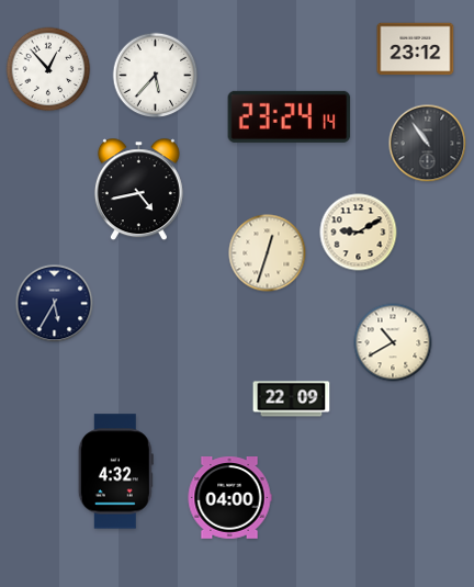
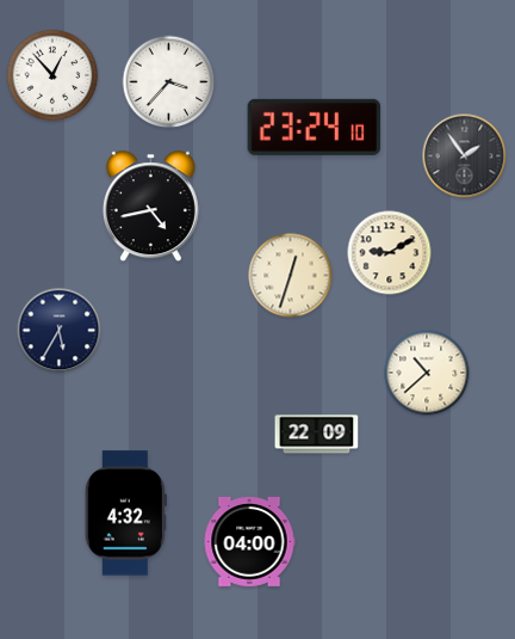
clock at (416, 49): 23:12 -> none
clock at (156, 76): 5:37 -> 3:37
clock at (290, 116): 23:24:14 -> 23:24:10
clock at (428, 144): 10:54 -> 1:54
clock at (393, 342): 10:40 -> 10:38
